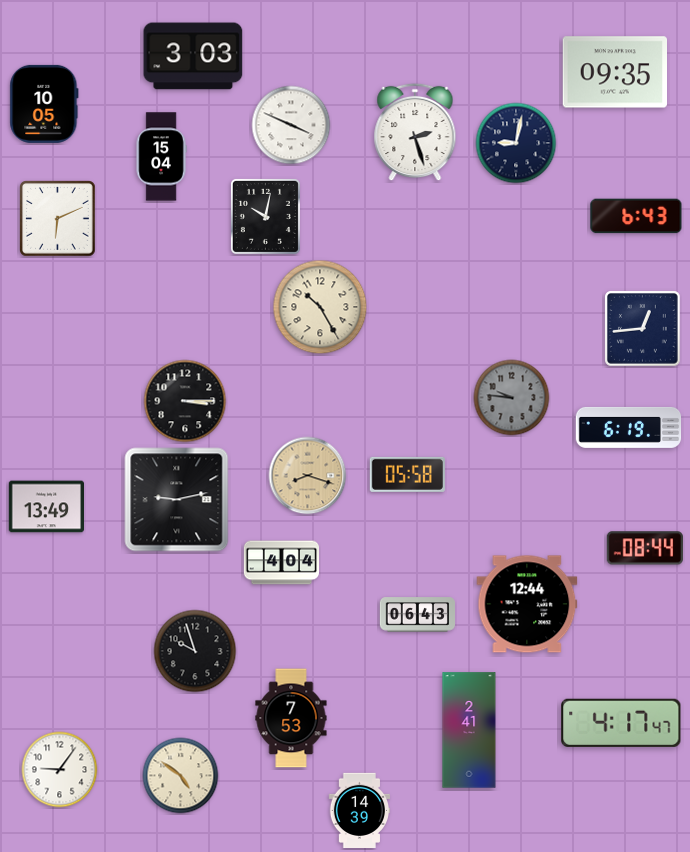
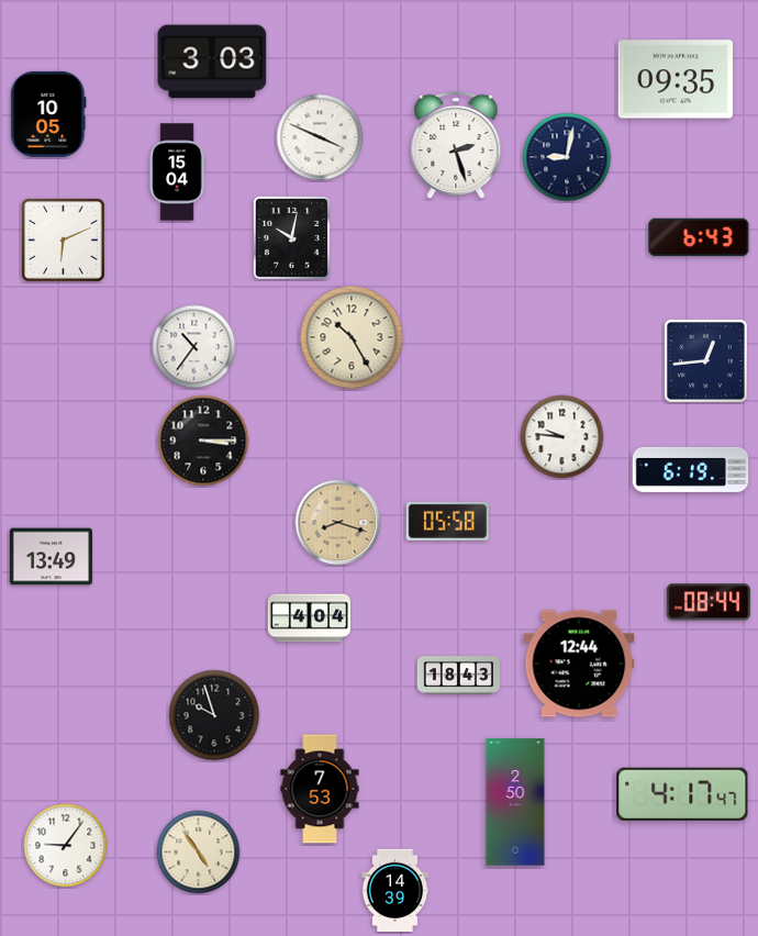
clock at (194, 347): none -> 10:36
clock at (512, 398) dial: grey -> white
clock at (177, 500): 9:13 -> none
clock at (417, 615): 06:43 -> 18:43
clock at (469, 730): 2:41 -> 2:50
clock at (181, 776): 4:51 -> 4:54
